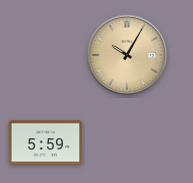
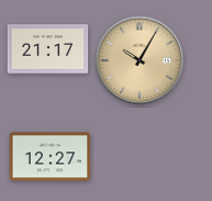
clock at (48, 49): none -> 21:17
clock at (46, 143): 5:59 -> 12:27
